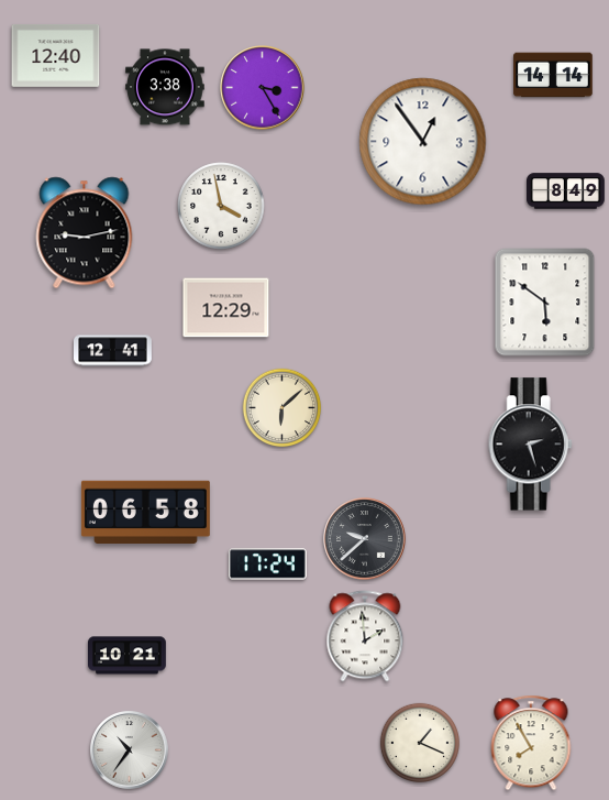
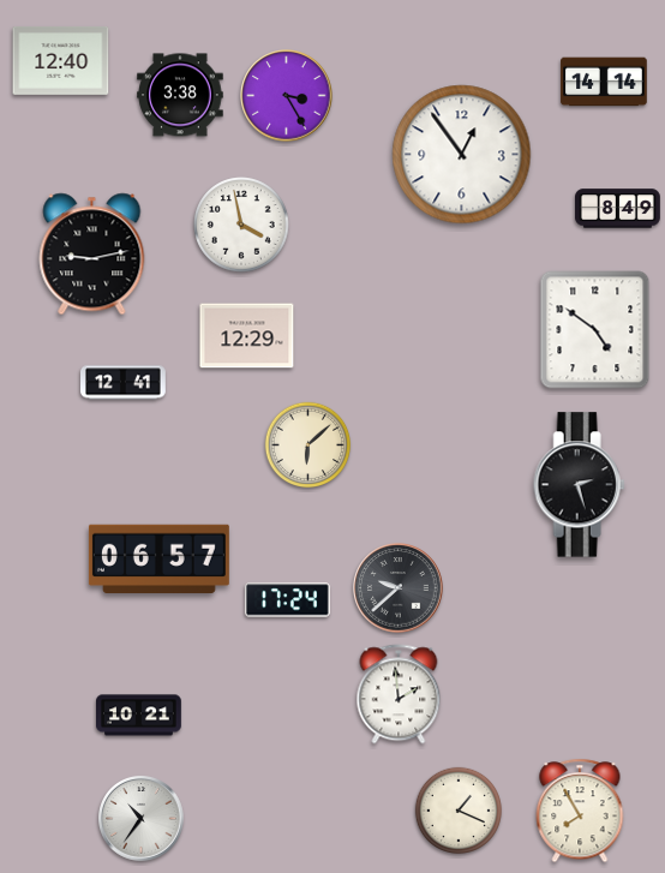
clock at (545, 303): 5:51 -> 4:51
clock at (145, 512): 06:58 -> 06:57
clock at (267, 565) position: (267, 565) -> (287, 600)
